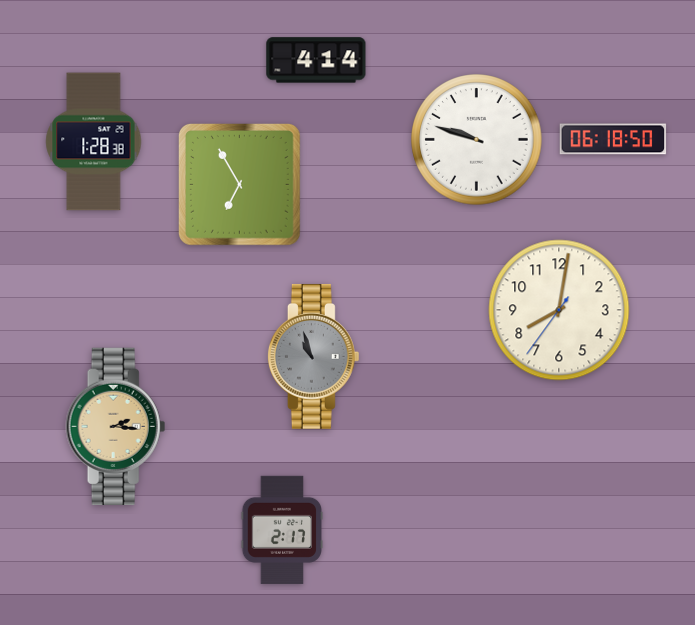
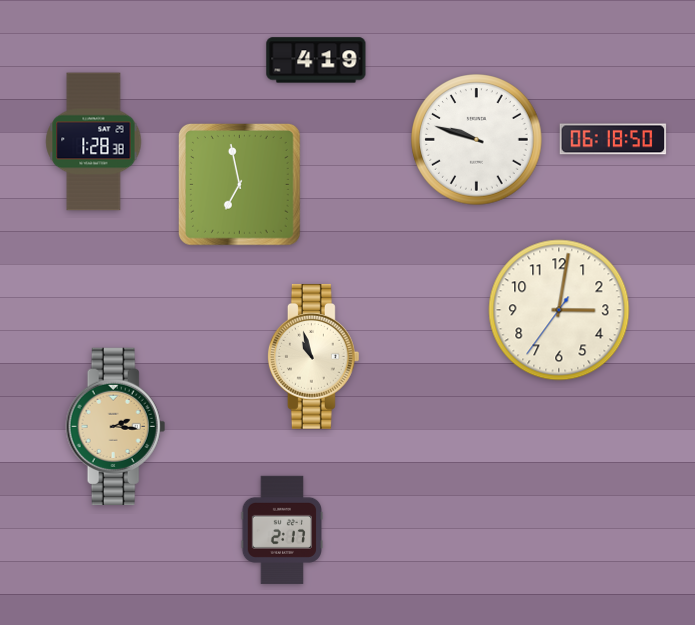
clock at (316, 60): 4:14 -> 4:19
clock at (239, 184): 6:55 -> 6:58
clock at (559, 310): 8:01 -> 3:01
clock at (313, 356) dial: grey -> cream
